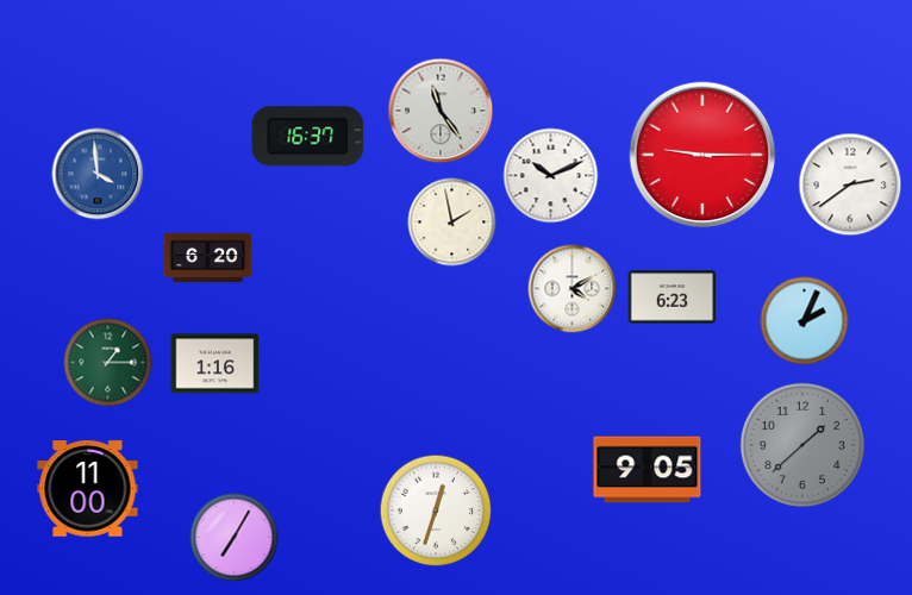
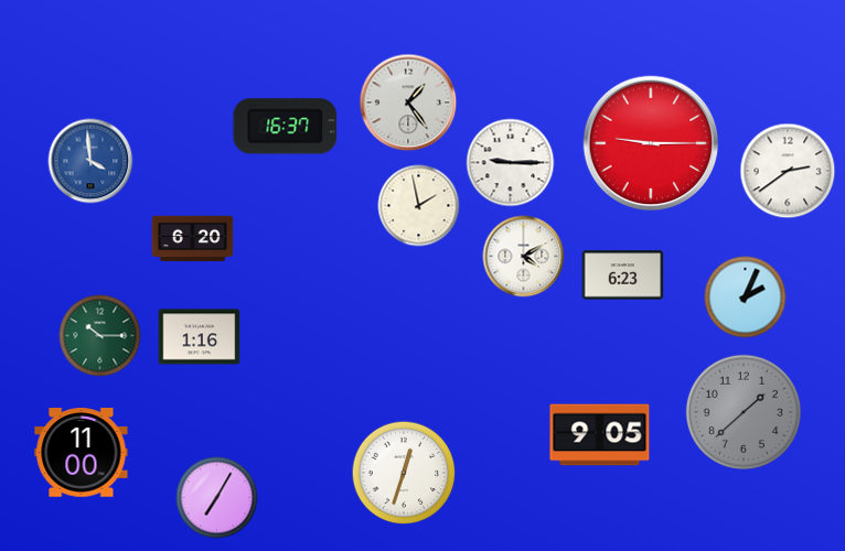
clock at (441, 111): 11:24 -> 1:24
clock at (551, 176): 10:11 -> 9:15
clock at (573, 289) position: (573, 289) -> (524, 257)
clock at (108, 363): 1:15 -> 10:15
